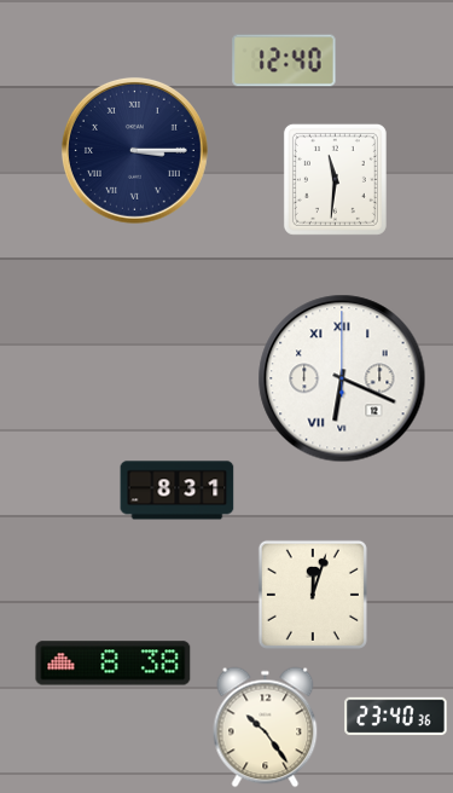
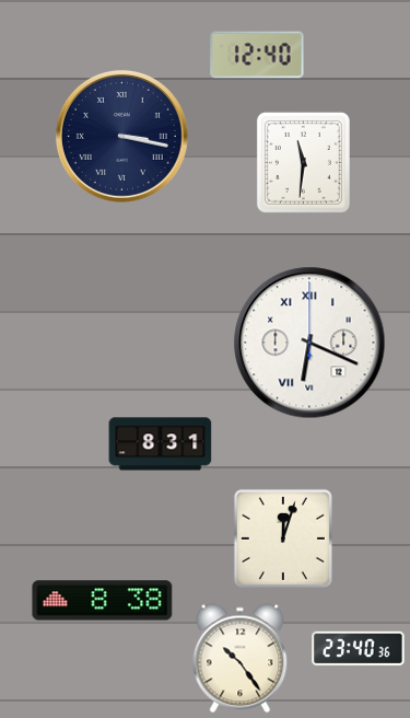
clock at (134, 150): 3:15 -> 3:17
